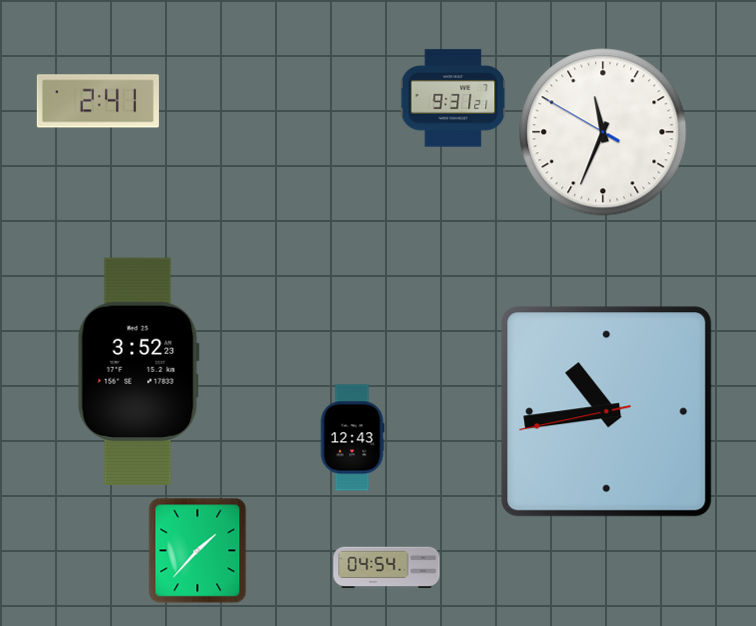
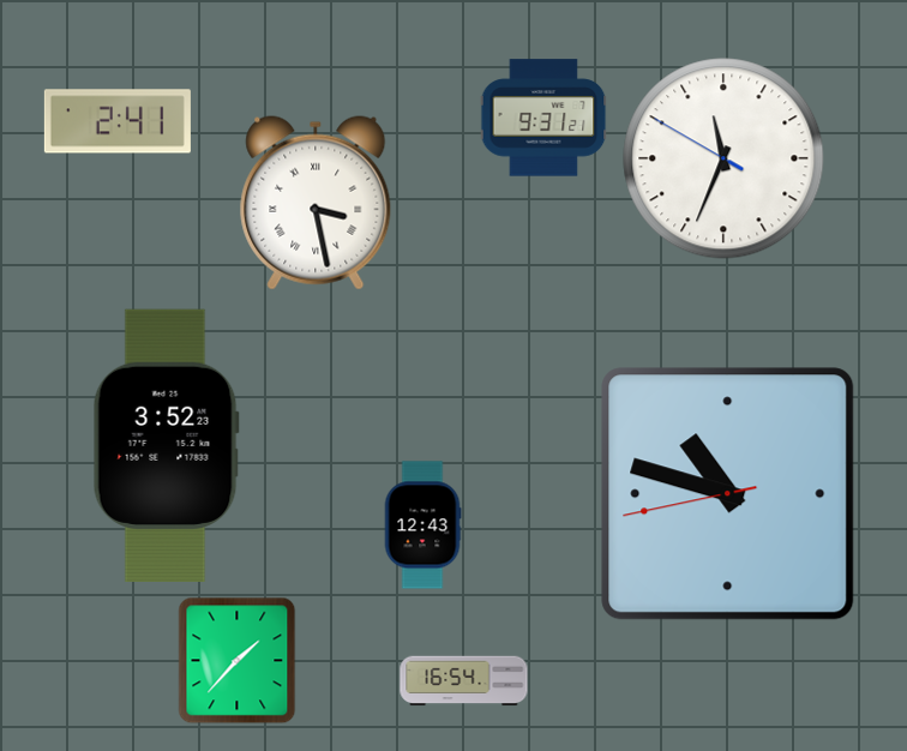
clock at (316, 203): none -> 3:28
clock at (607, 412): 10:43 -> 10:47
clock at (387, 568): 04:54 -> 16:54
